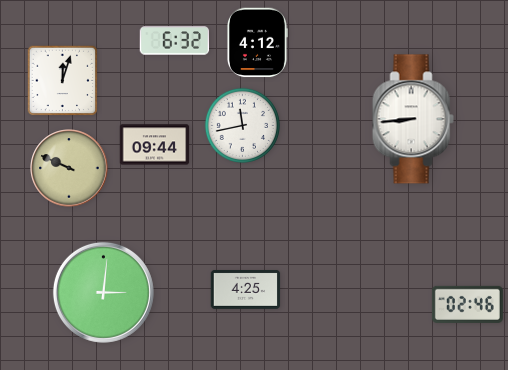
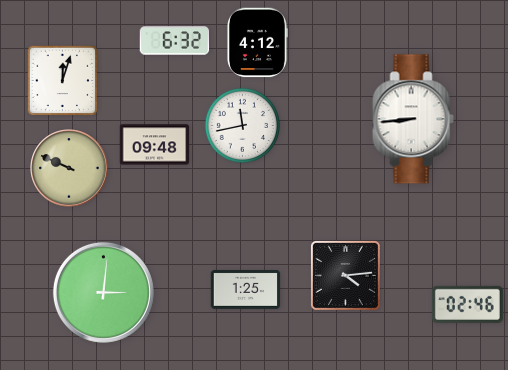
clock at (155, 145): 09:44 -> 09:48
clock at (345, 275): none -> 4:14
clock at (246, 289): 4:25 -> 1:25
